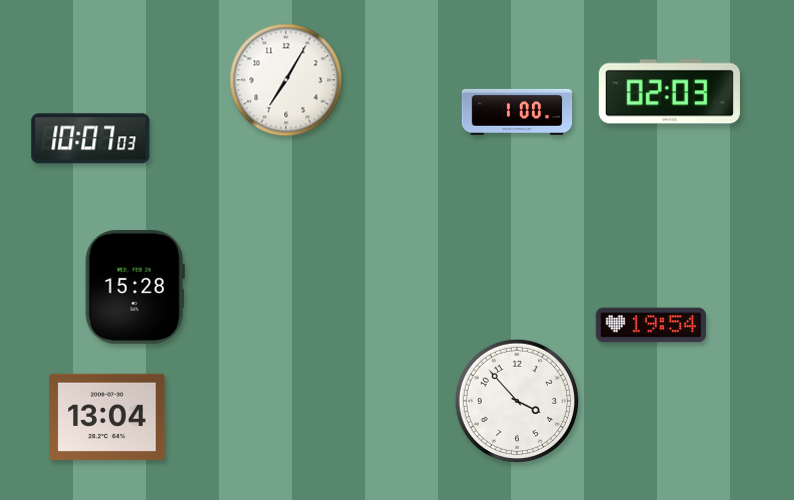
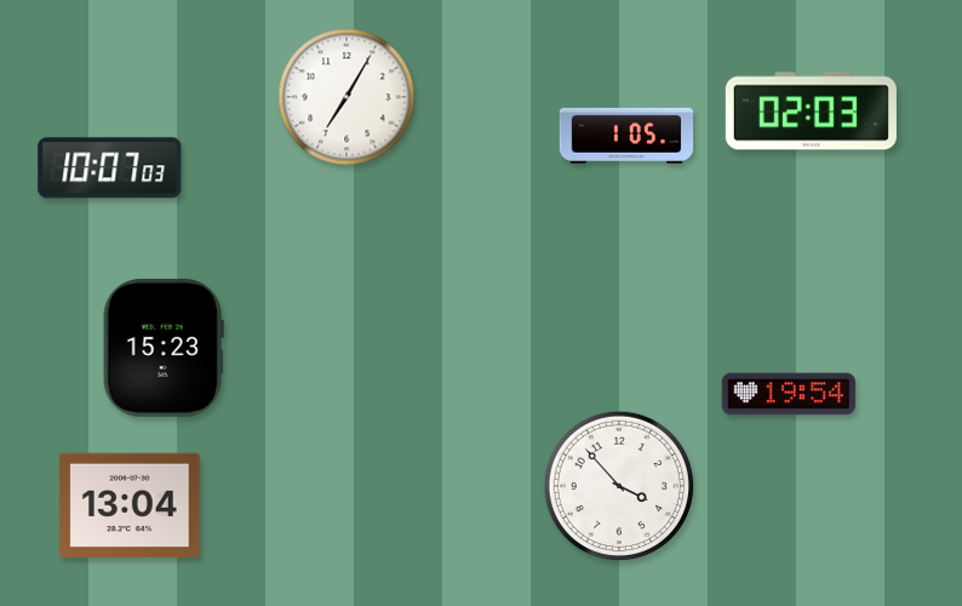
clock at (517, 112): 1:00 -> 1:05
clock at (135, 287): 15:28 -> 15:23
clock at (516, 400) position: (516, 400) -> (618, 485)
